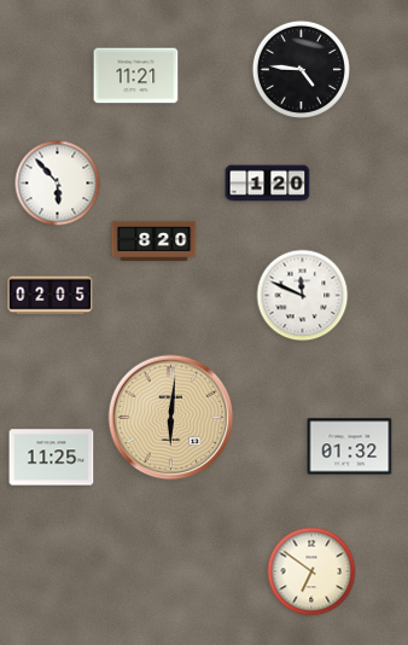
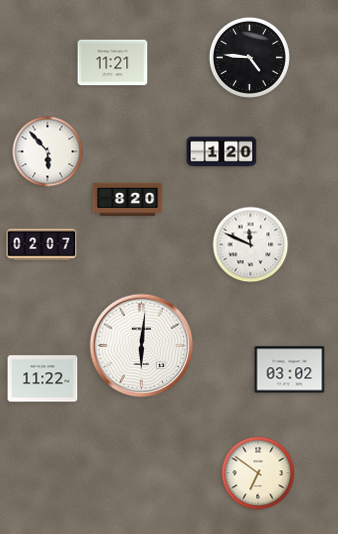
clock at (51, 296): 02:05 -> 02:07
clock at (171, 418) dial: champagne -> white
clock at (350, 447): 01:32 -> 03:02
clock at (52, 458): 11:25 -> 11:22
